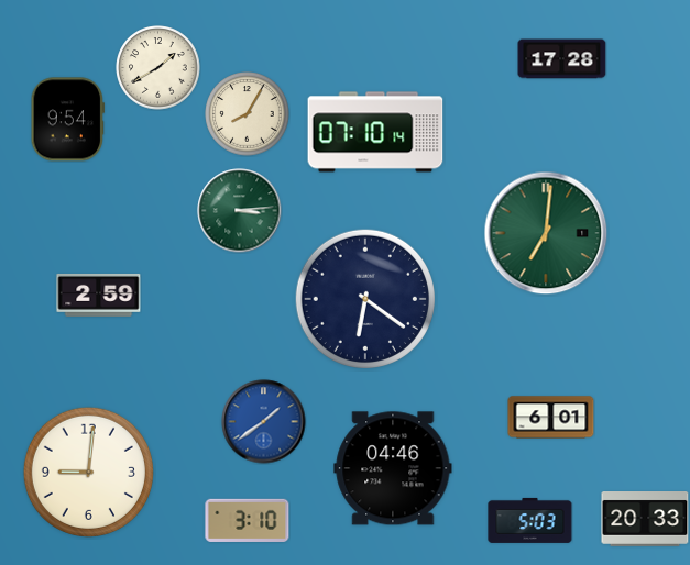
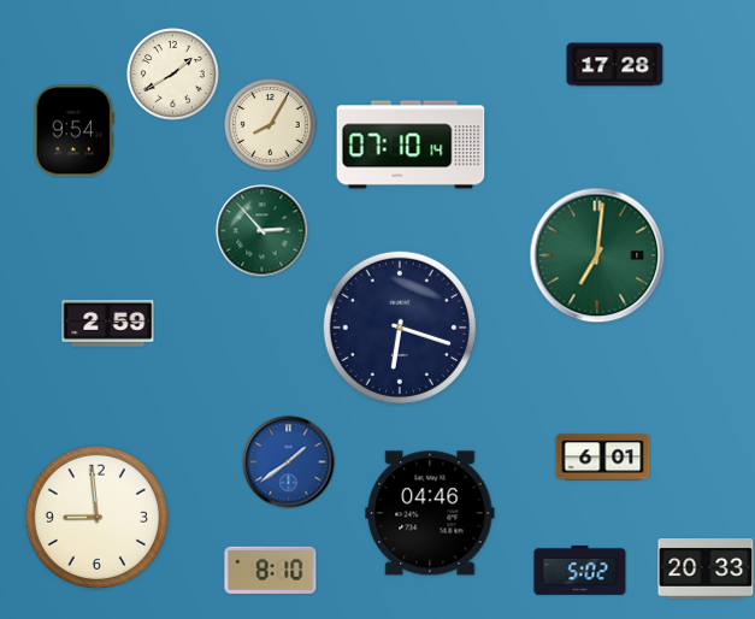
clock at (240, 211): 3:14 -> 2:53
clock at (365, 299): 6:21 -> 6:18
clock at (88, 472): 9:01 -> 8:59
clock at (248, 520): 3:10 -> 8:10
clock at (530, 520): 5:03 -> 5:02
